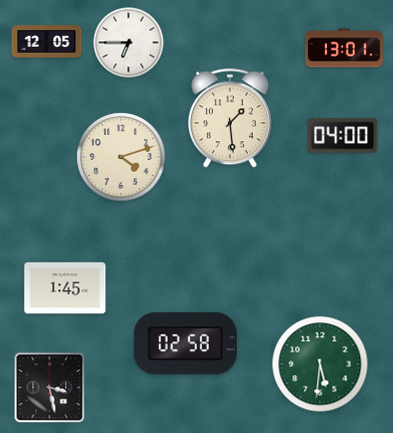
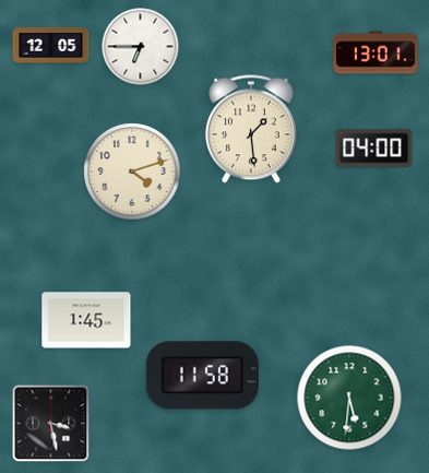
clock at (65, 288) position: (65, 288) -> (86, 320)
clock at (185, 344): 02:58 -> 11:58
clock at (50, 388) position: (50, 388) -> (51, 424)
